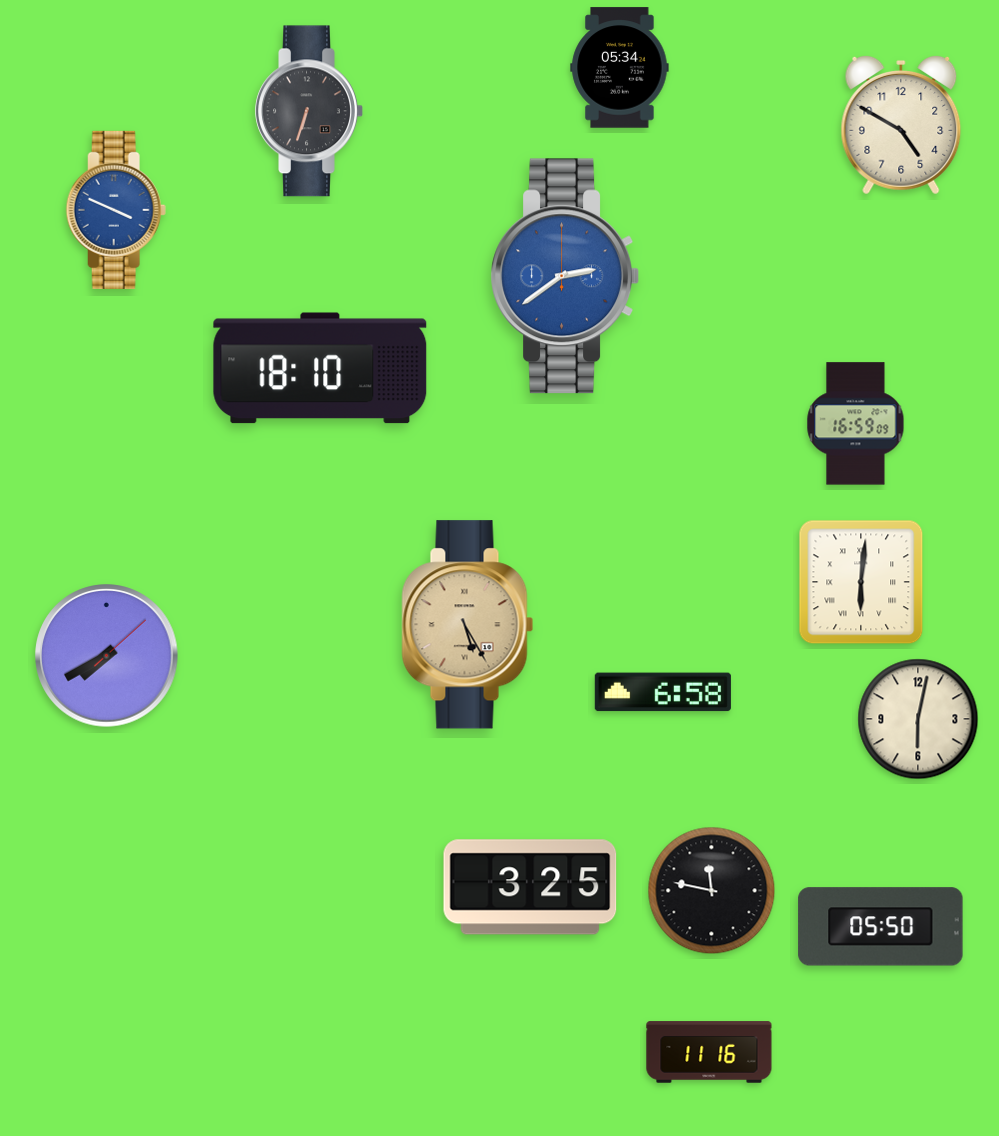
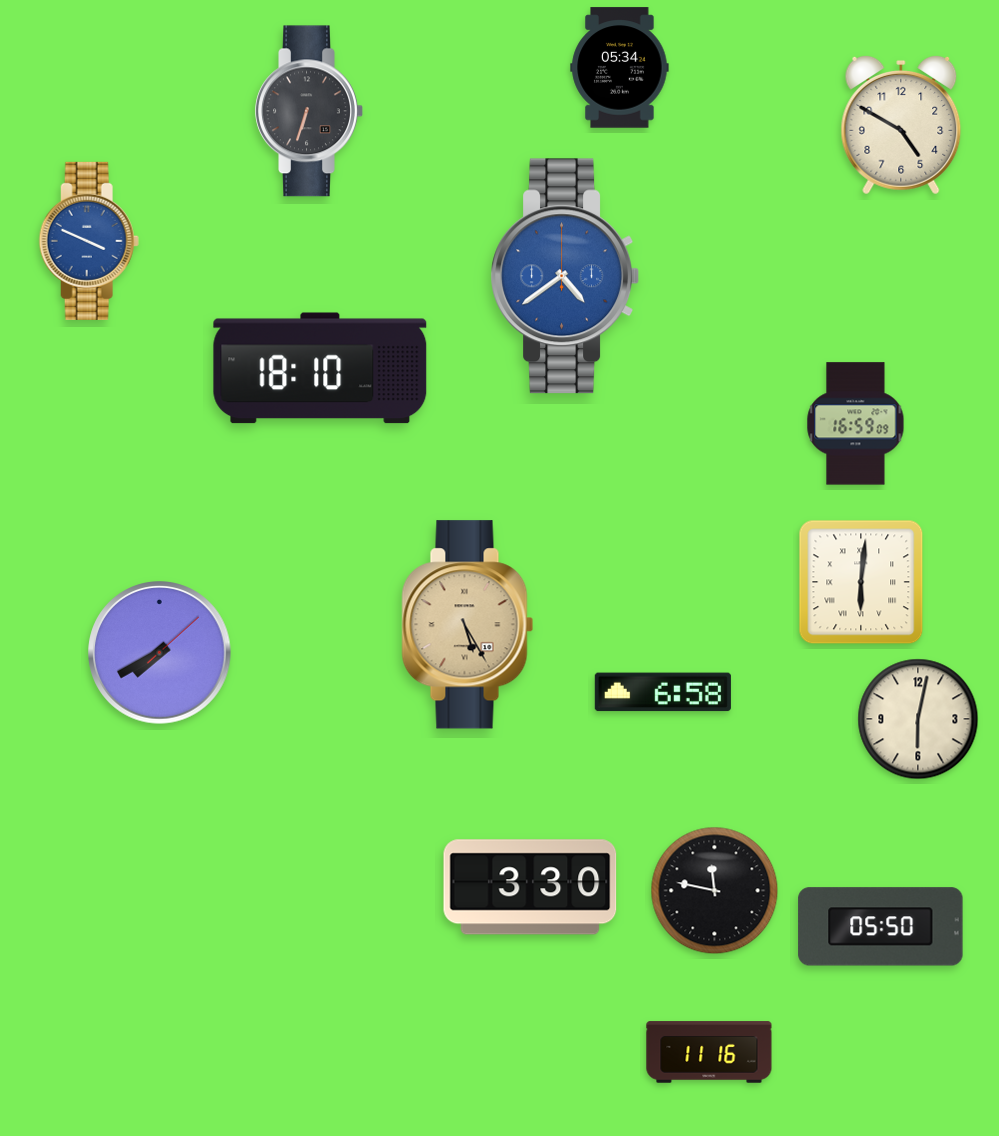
clock at (116, 210) position: (116, 210) -> (89, 241)
clock at (564, 276): 2:39 -> 4:39
clock at (107, 656) position: (107, 656) -> (160, 653)
clock at (530, 887): 3:25 -> 3:30
clock at (712, 891) position: (712, 891) -> (715, 891)
